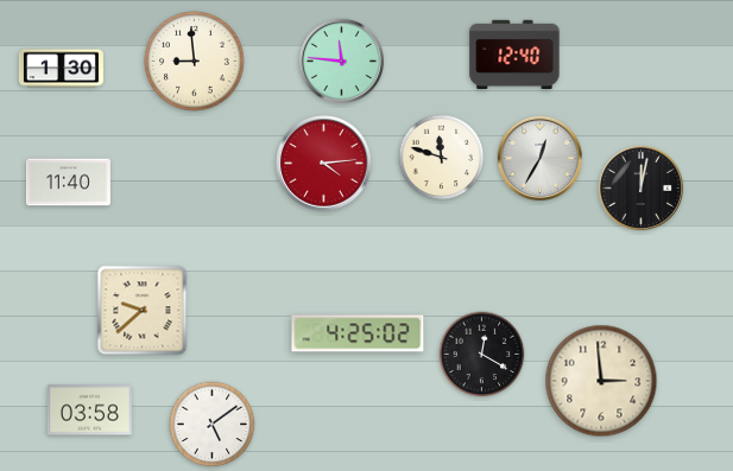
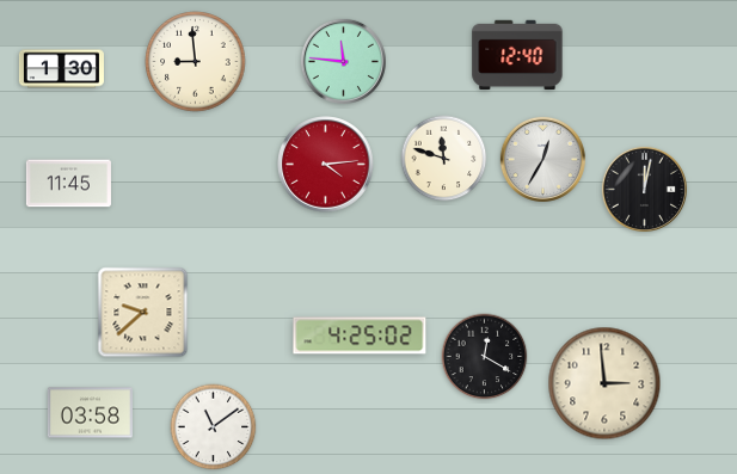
clock at (68, 183): 11:40 -> 11:45
clock at (213, 425): 5:09 -> 11:09
